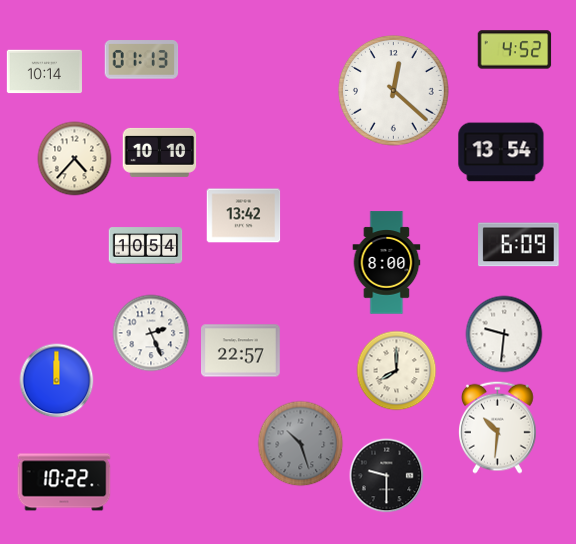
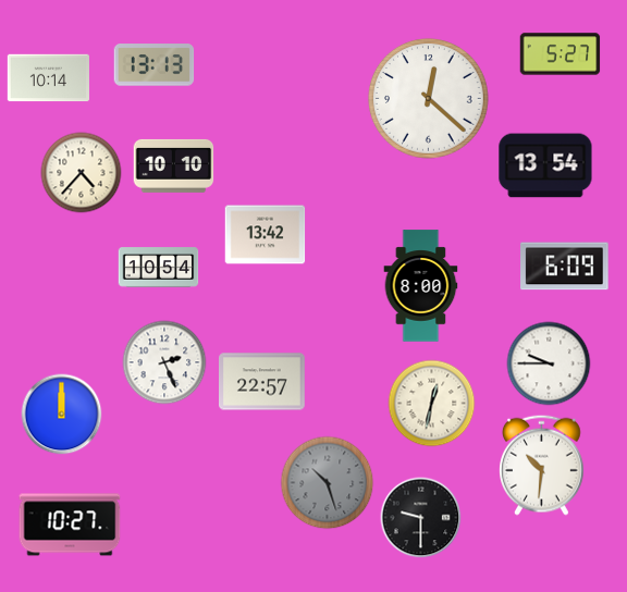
clock at (515, 50): 4:52 -> 5:27
clock at (142, 60): 01:13 -> 13:13
clock at (504, 334): 9:31 -> 9:45
clock at (397, 371): 8:00 -> 12:32
clock at (64, 482): 10:22 -> 10:27
